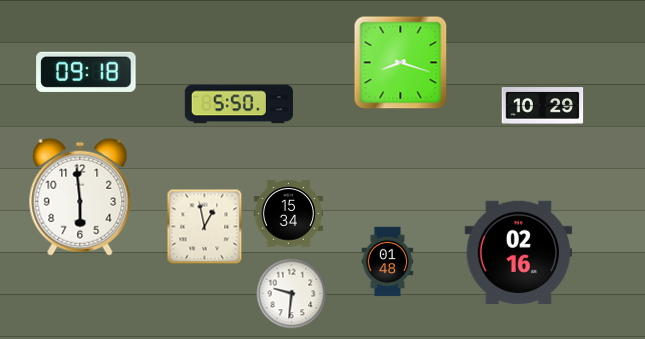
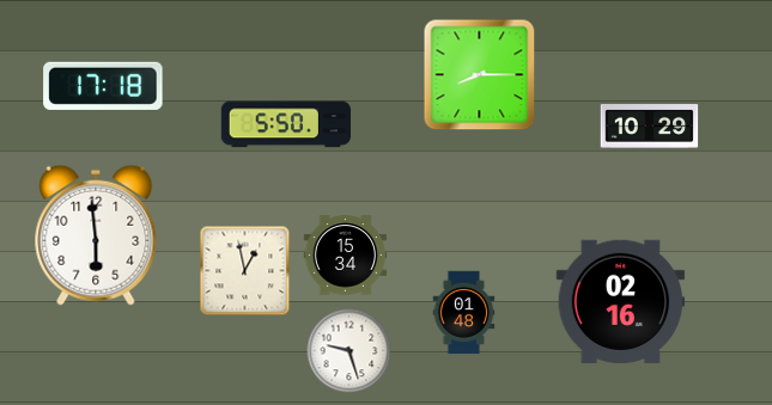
clock at (401, 63): 8:18 -> 8:15
clock at (86, 72): 09:18 -> 17:18
clock at (292, 294): 9:31 -> 9:27
